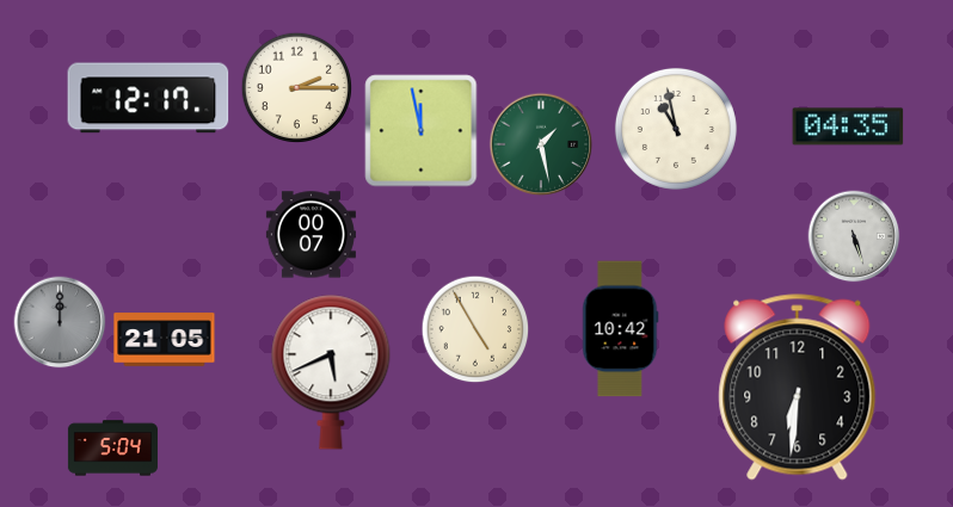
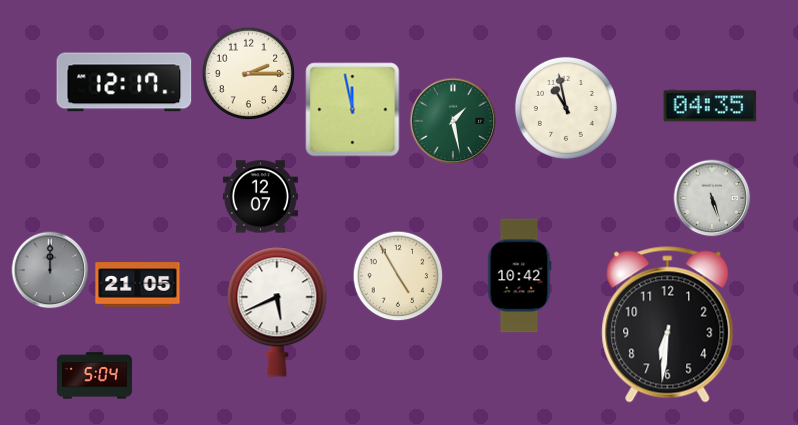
clock at (311, 235): 00:07 -> 12:07
clock at (854, 236) position: (854, 236) -> (712, 198)
